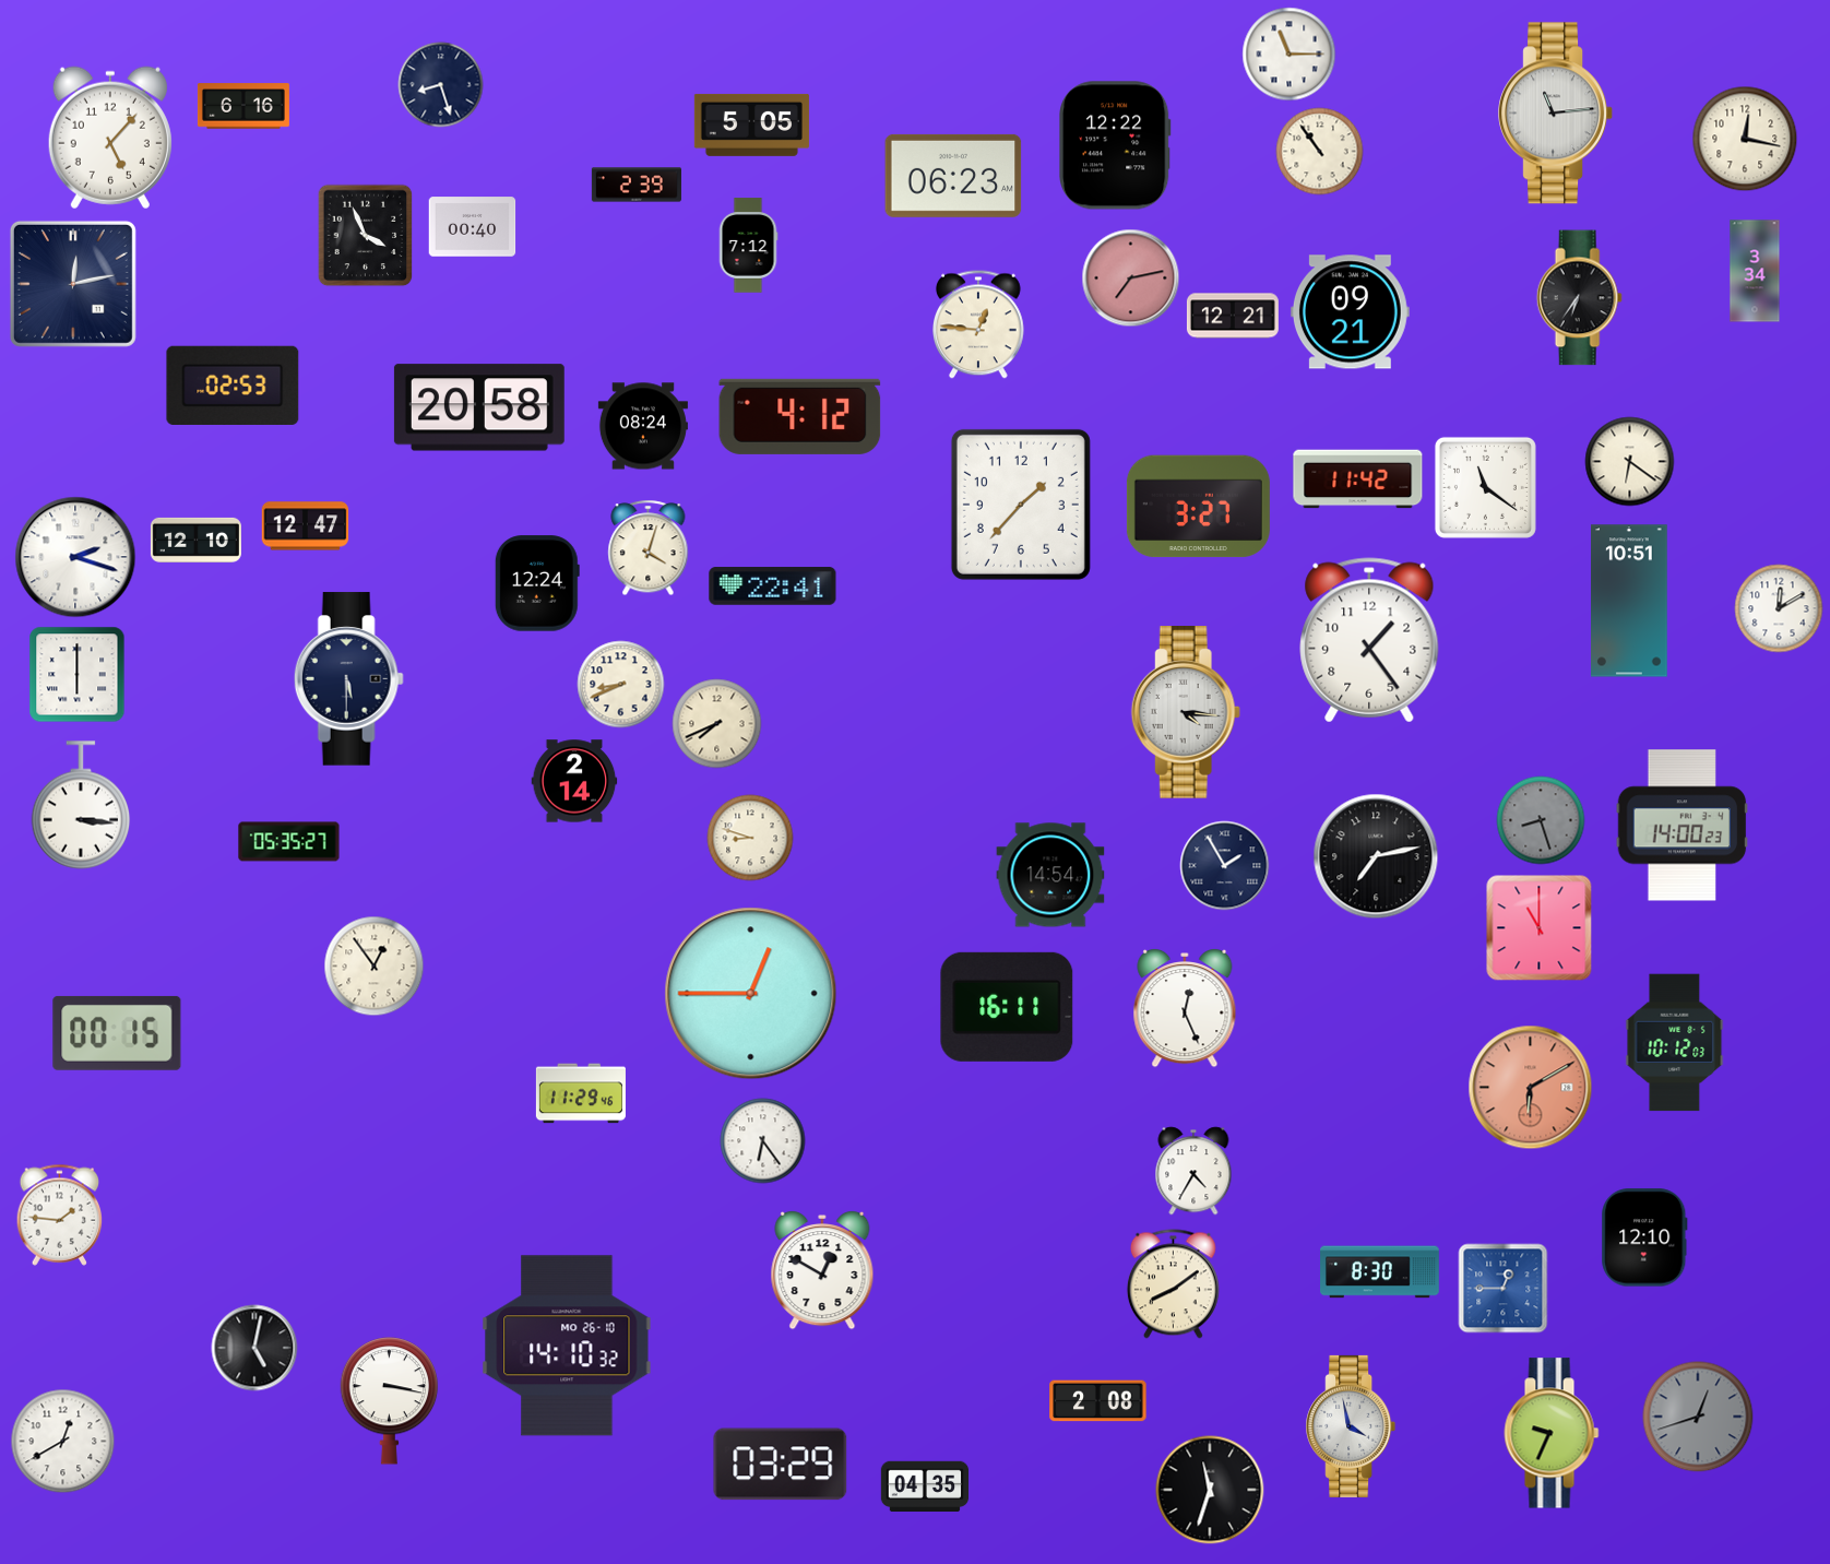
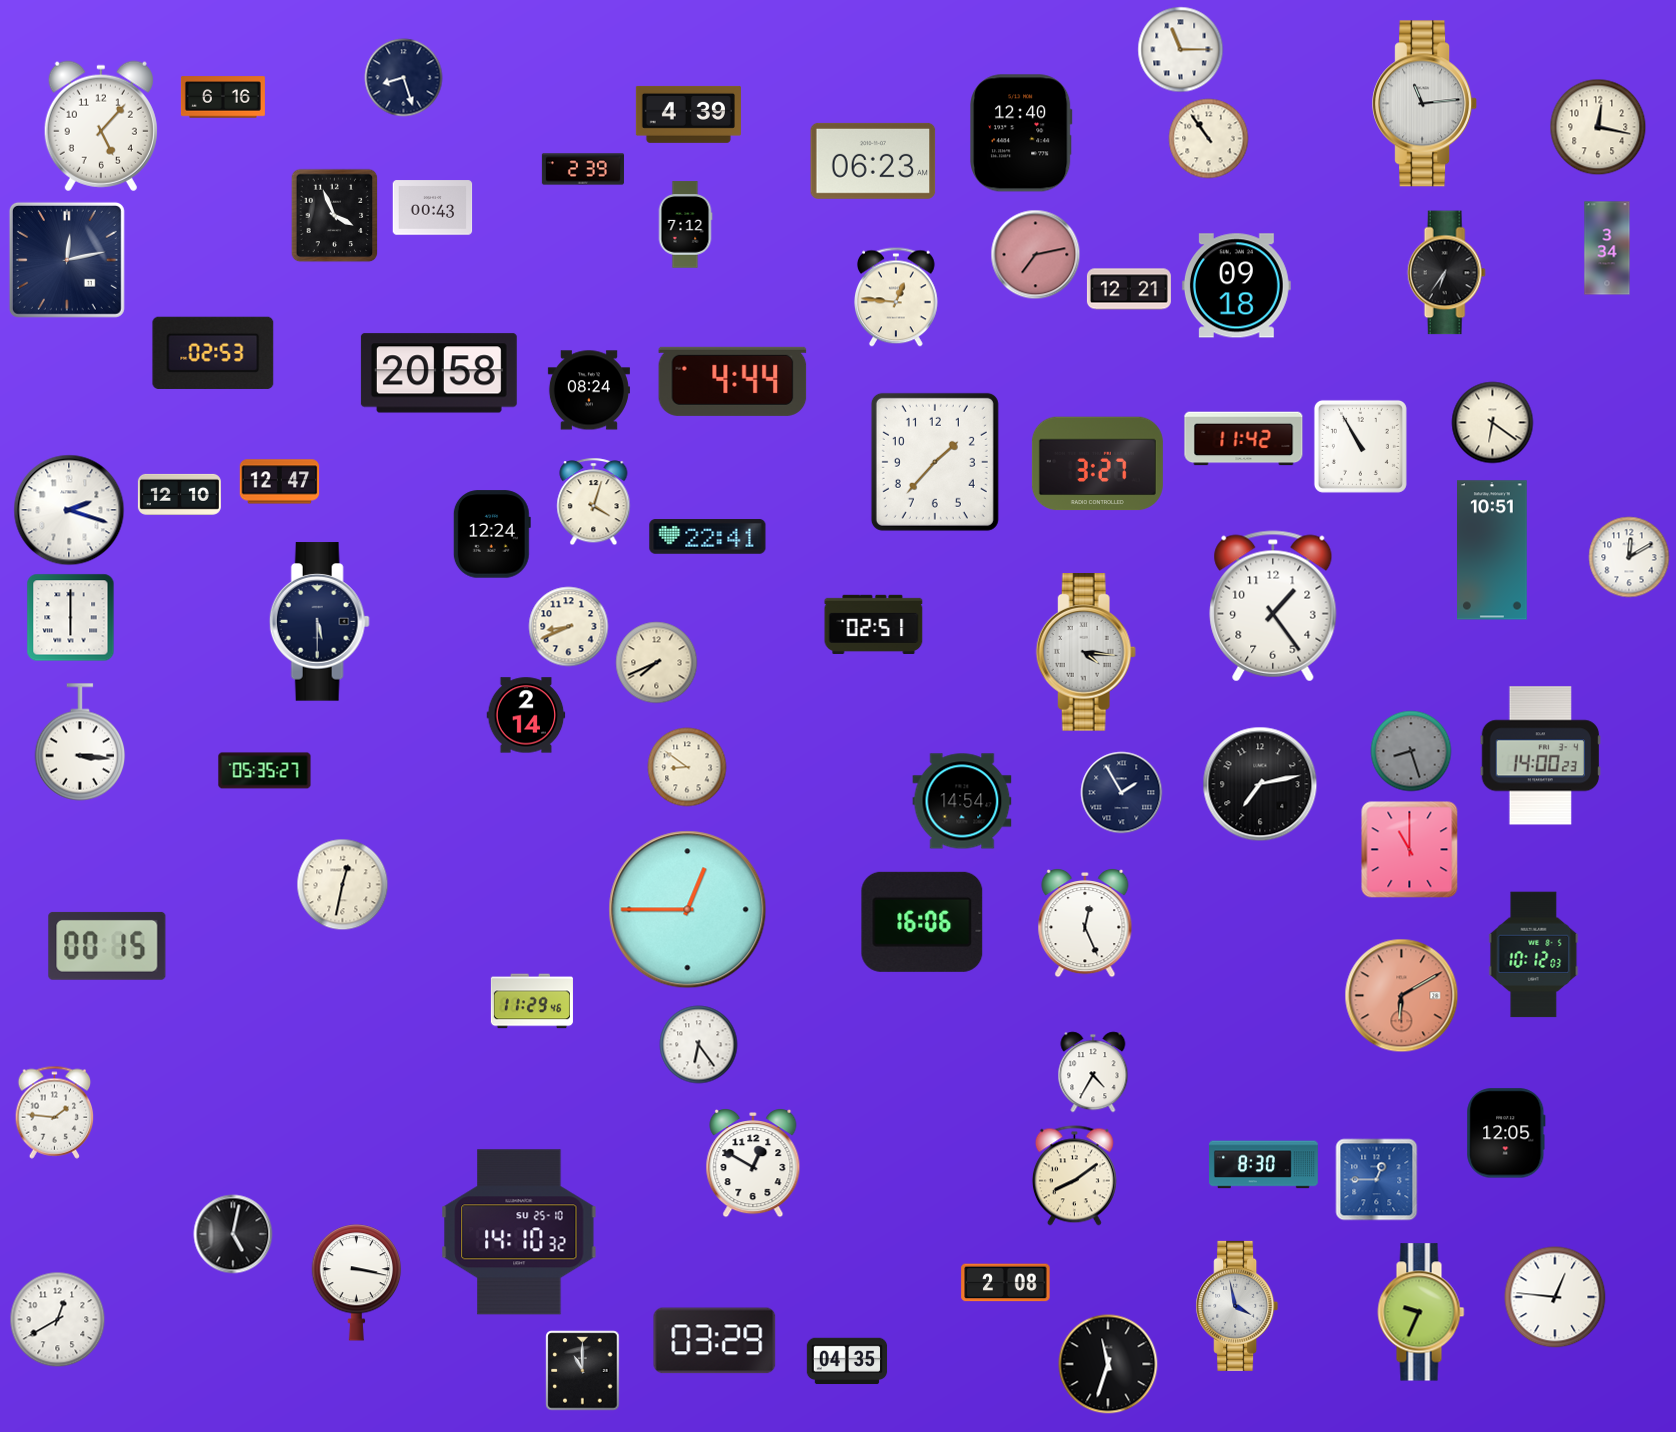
clock at (751, 125): 5:05 -> 4:39
clock at (1115, 145): 12:22 -> 12:40
clock at (473, 227): 00:40 -> 00:43
clock at (1350, 312): 09:21 -> 09:18
clock at (800, 416): 4:12 -> 4:44
clock at (1485, 487): 11:21 -> 10:55
clock at (1369, 640) position: (1369, 640) -> (1273, 606)
clock at (874, 624): none -> 02:51
clock at (81, 805) position: (81, 805) -> (80, 742)
clock at (750, 838): 8:48 -> 8:51
clock at (375, 967): 12:54 -> 12:32
clock at (1007, 1007): 16:11 -> 16:06
clock at (1644, 1237): 12:10 -> 12:05
clock at (567, 1346) date: MO 26-10 -> SU 25-10
clock at (1698, 1417): 12:42 -> 12:46
clock at (1698, 1417) dial: grey -> white
clock at (583, 1371): none -> 11:00
